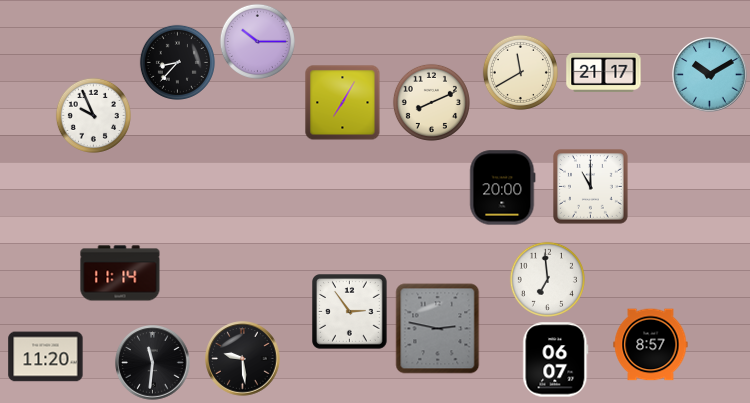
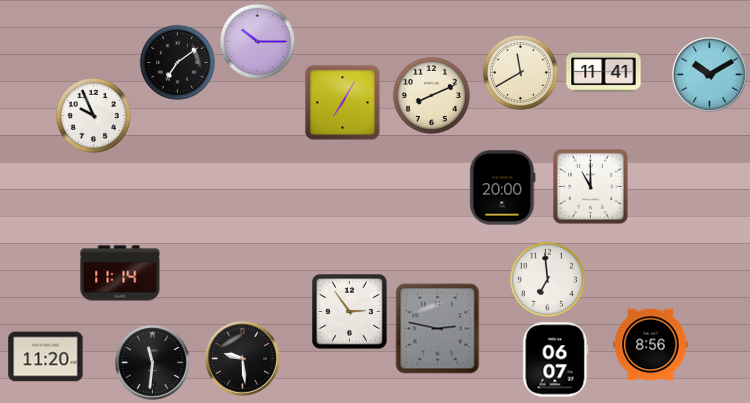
clock at (177, 62): 8:37 -> 7:09
clock at (604, 72): 21:17 -> 11:41
clock at (431, 102) position: (431, 102) -> (431, 95)
clock at (651, 345): 8:57 -> 8:56
